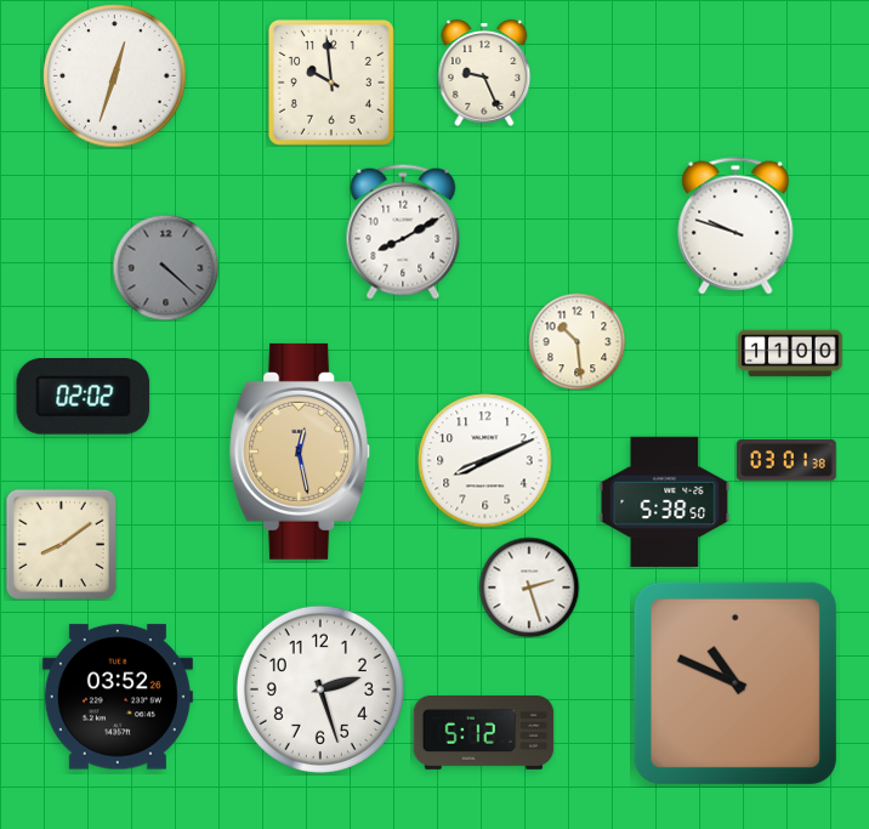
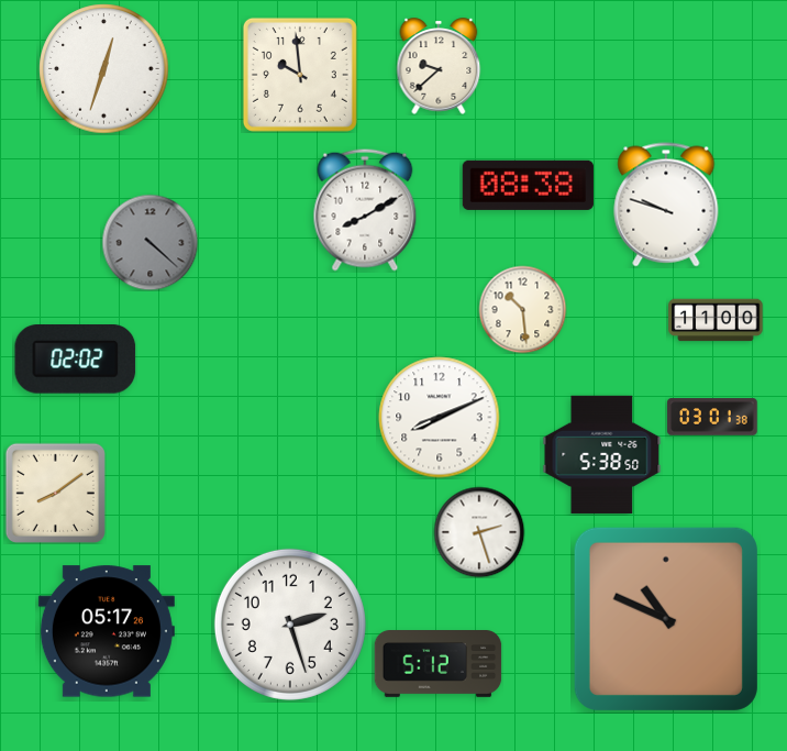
clock at (484, 73): 9:26 -> 9:38
clock at (528, 185): none -> 08:38
clock at (300, 452): 12:28 -> none
clock at (118, 697): 03:52 -> 05:17
